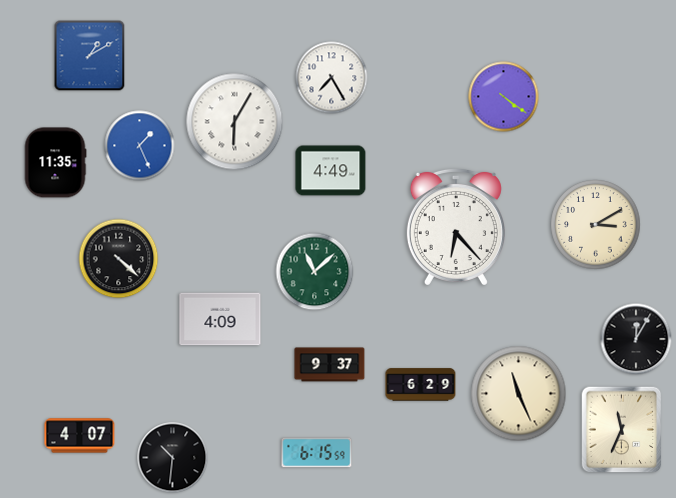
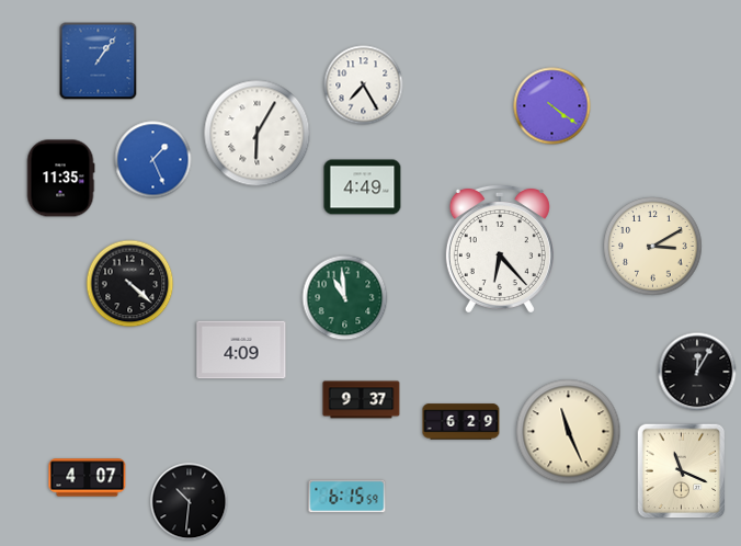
clock at (90, 56): 1:10 -> 1:06
clock at (315, 272): 11:08 -> 10:59
clock at (622, 430): 11:34 -> 11:19
